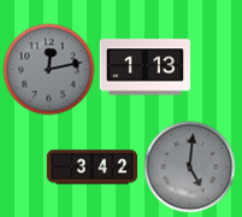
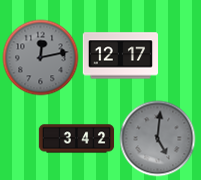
clock at (146, 68): 1:13 -> 12:17
